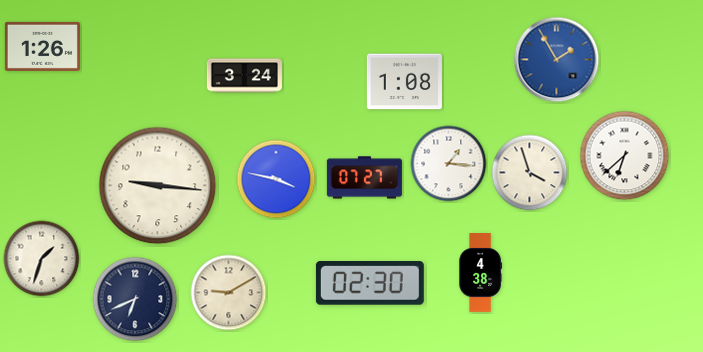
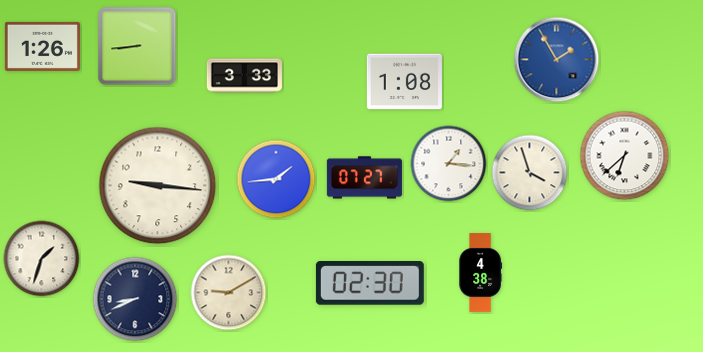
clock at (137, 46): none -> 8:44
clock at (244, 76): 3:24 -> 3:33
clock at (276, 179): 3:47 -> 1:44
clock at (135, 299): 6:41 -> 8:41
